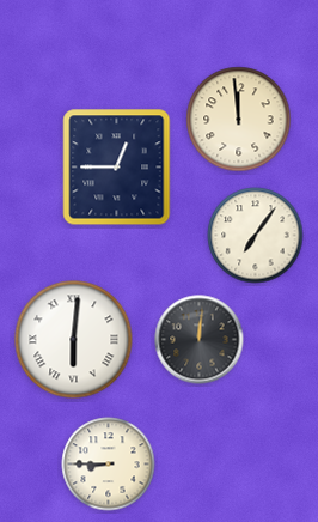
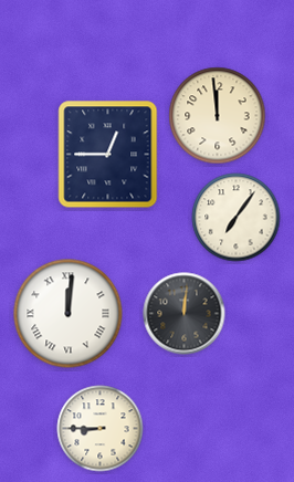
clock at (239, 120) position: (239, 120) -> (218, 116)
clock at (74, 340): 6:01 -> 12:01
